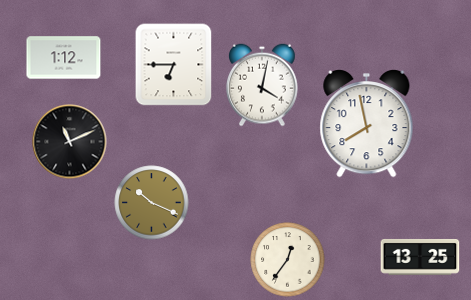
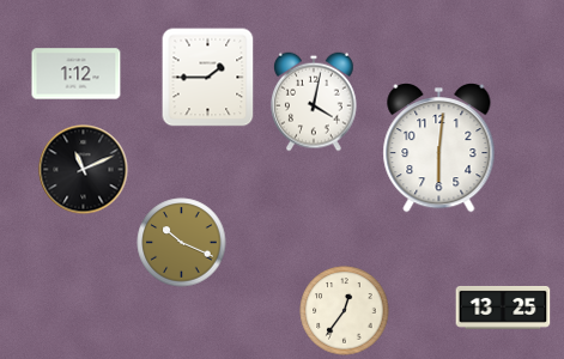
clock at (64, 58) position: (64, 58) -> (77, 74)
clock at (174, 65): 6:45 -> 1:45
clock at (367, 124): 7:58 -> 6:01
